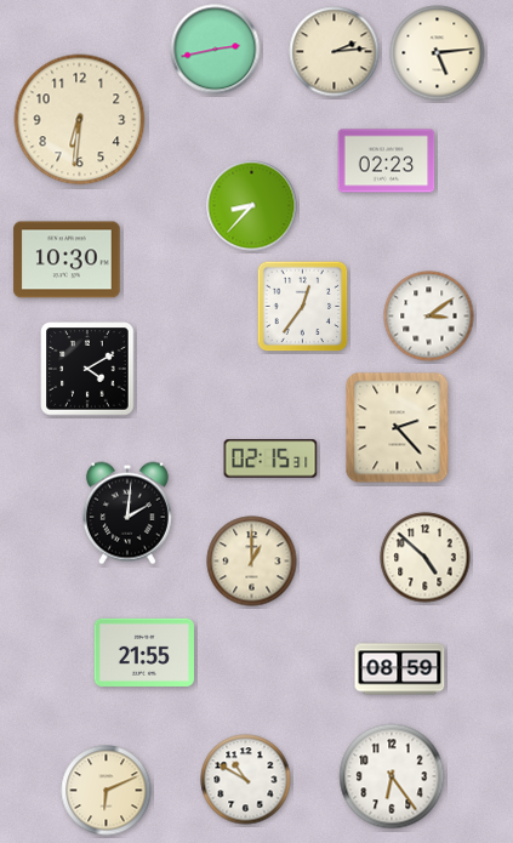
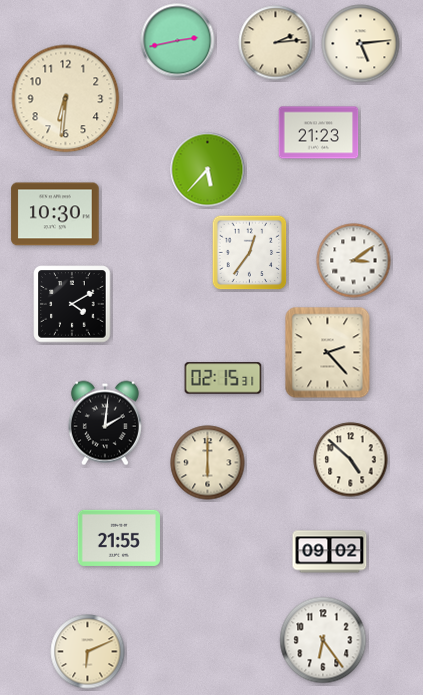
clock at (387, 161): 02:23 -> 21:23
clock at (252, 206): 8:37 -> 5:37
clock at (252, 562): 1:00 -> 6:00
clock at (400, 670): 08:59 -> 09:02
clock at (246, 780): 10:50 -> none
